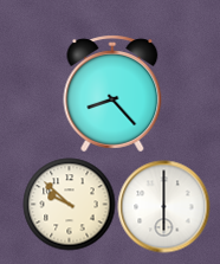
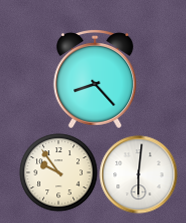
clock at (69, 204): 9:52 -> 9:54
clock at (163, 206): 6:00 -> 6:01
